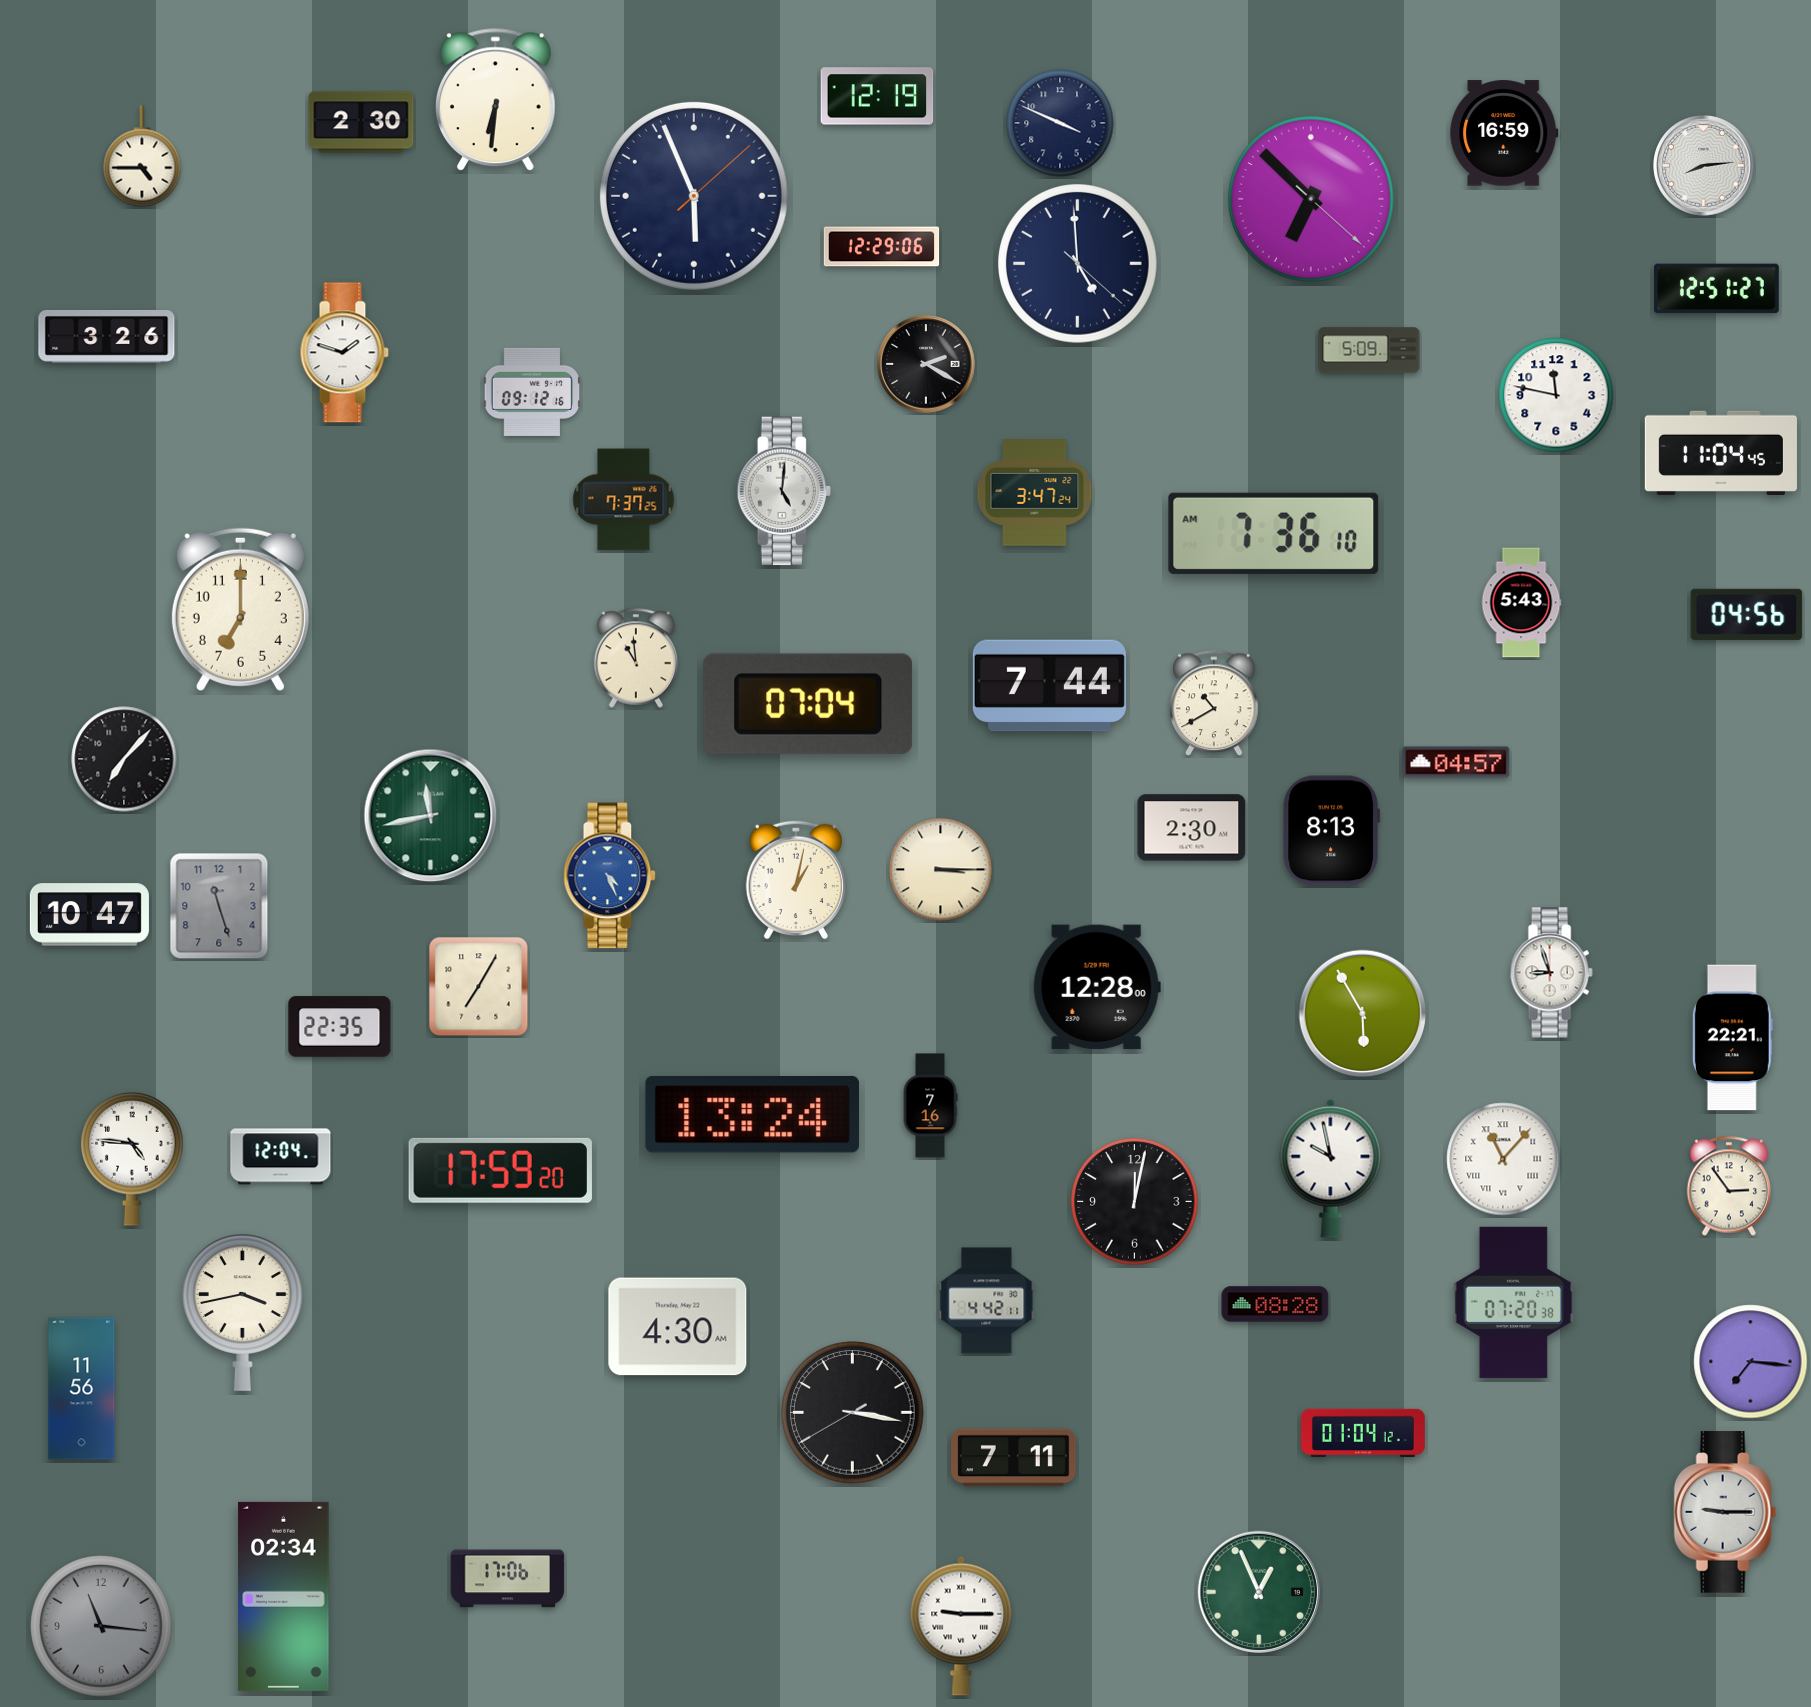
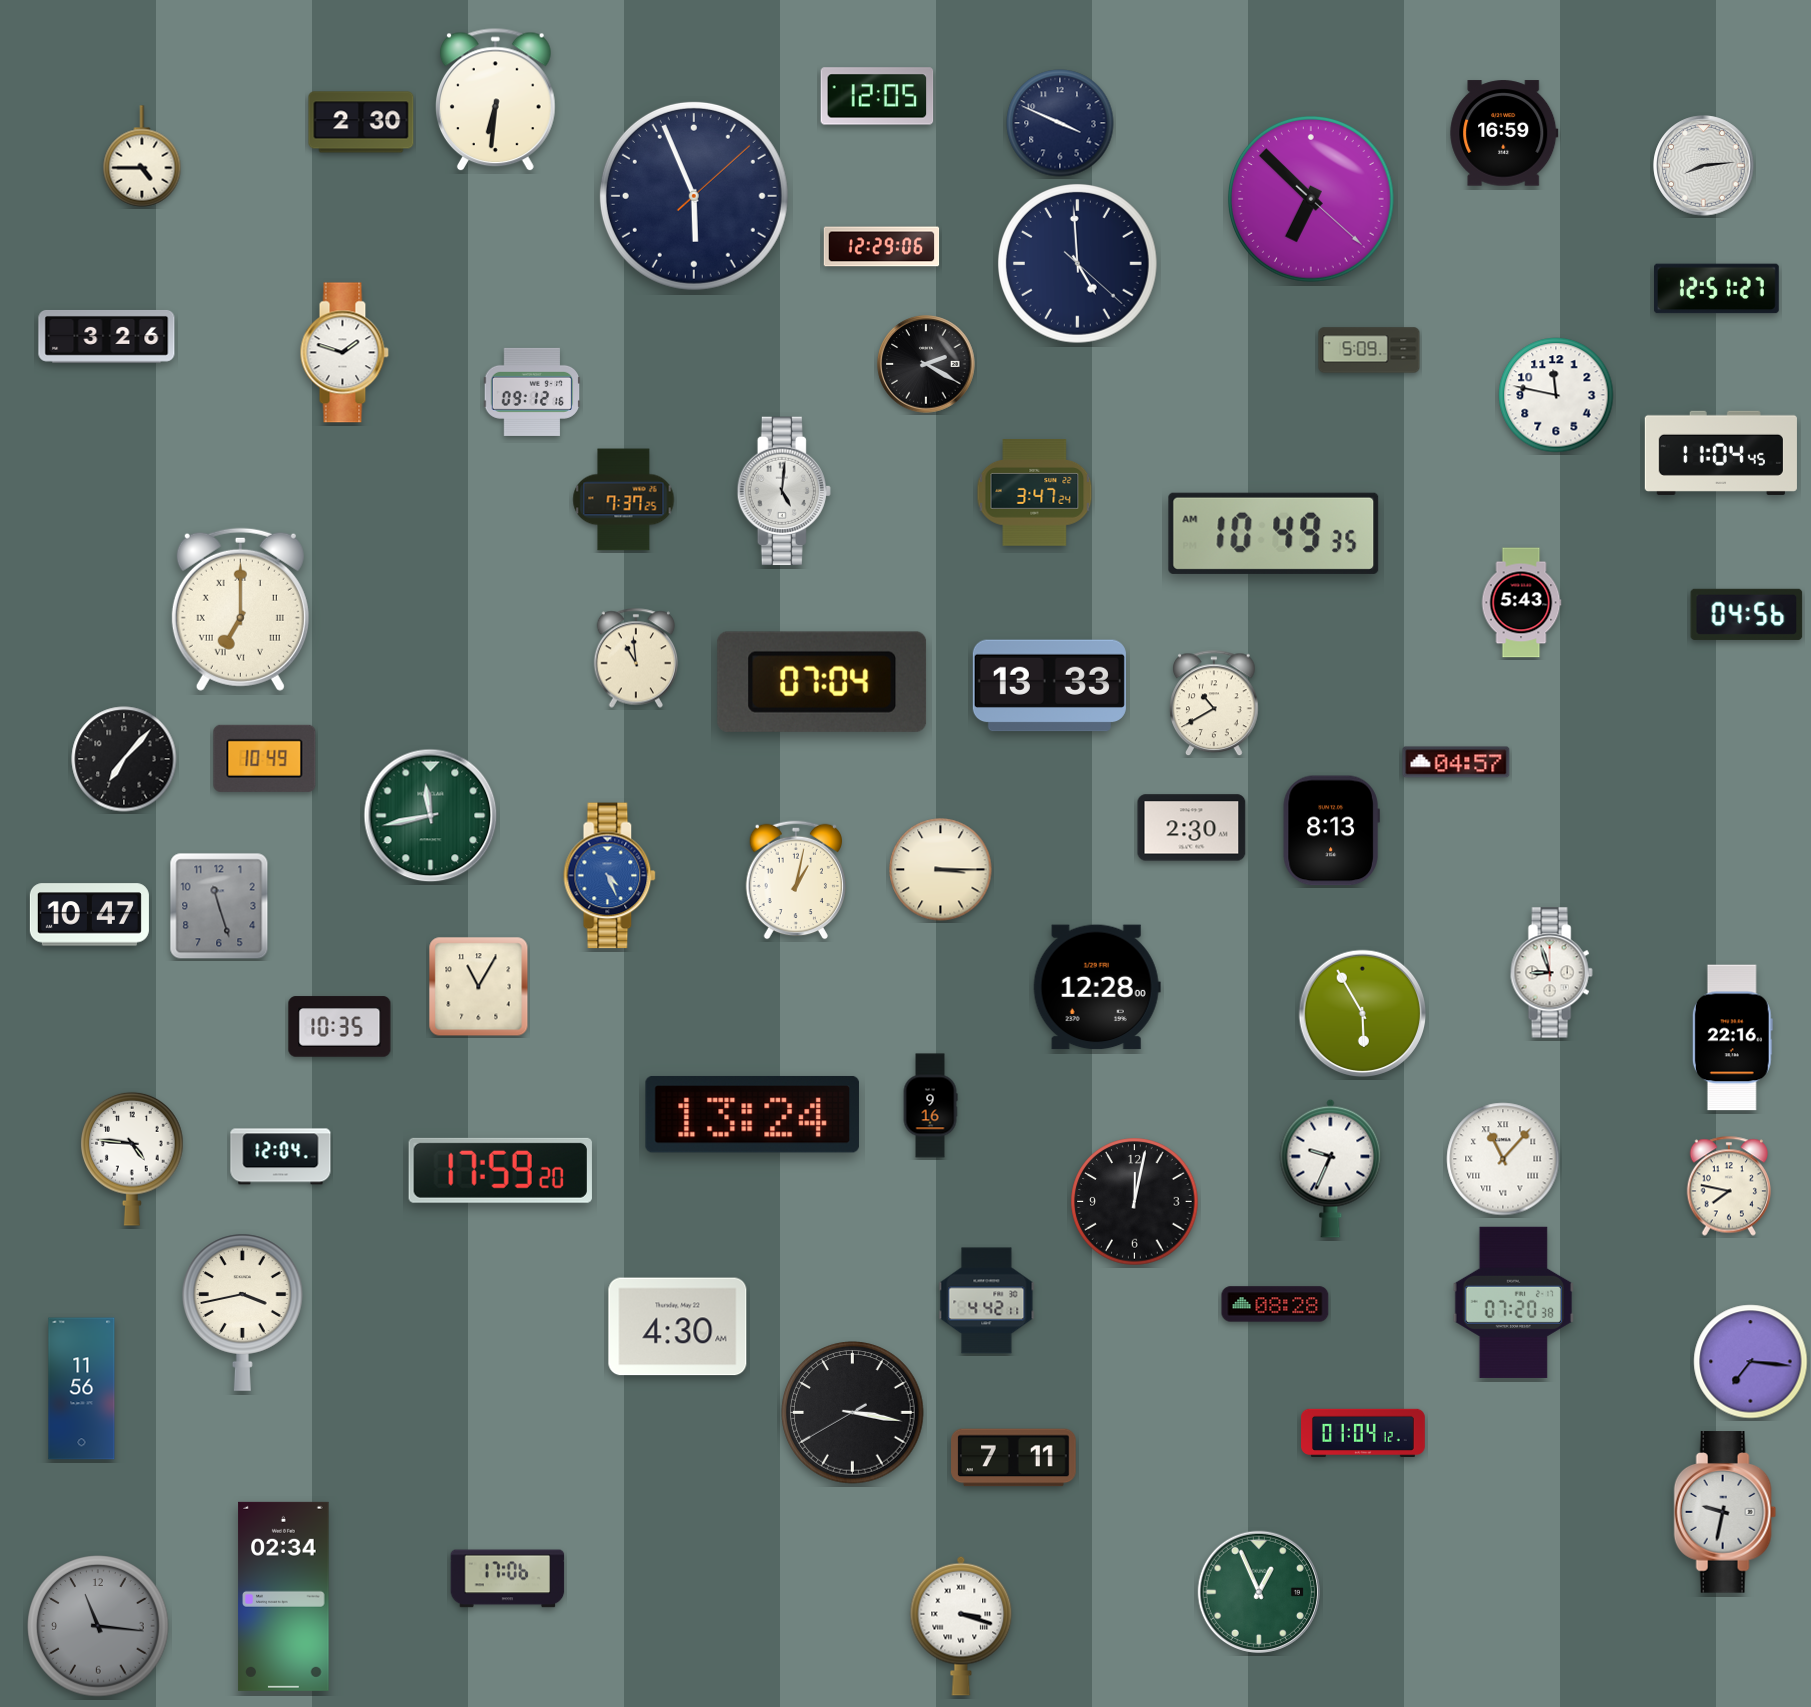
clock at (877, 96): 12:19 -> 12:05
clock at (1274, 533): 7:36 -> 10:49
clock at (240, 609) numerals: Arabic -> Roman
clock at (1049, 686): 7:44 -> 13:33
clock at (808, 704) position: (808, 704) -> (822, 682)
clock at (265, 758): none -> 10:49
clock at (479, 987): 7:05 -> 11:05
clock at (340, 1027): 22:35 -> 10:35
clock at (1732, 1038): 22:21 -> 22:16
clock at (930, 1106): 7:16 -> 9:16
clock at (1331, 1168): 9:58 -> 9:34
clock at (1728, 1186): 2:54 -> 7:47
clock at (1725, 1512): 9:15 -> 9:32
clock at (101, 1626) position: (101, 1626) -> (98, 1626)
clock at (961, 1626): 9:15 -> 3:18
